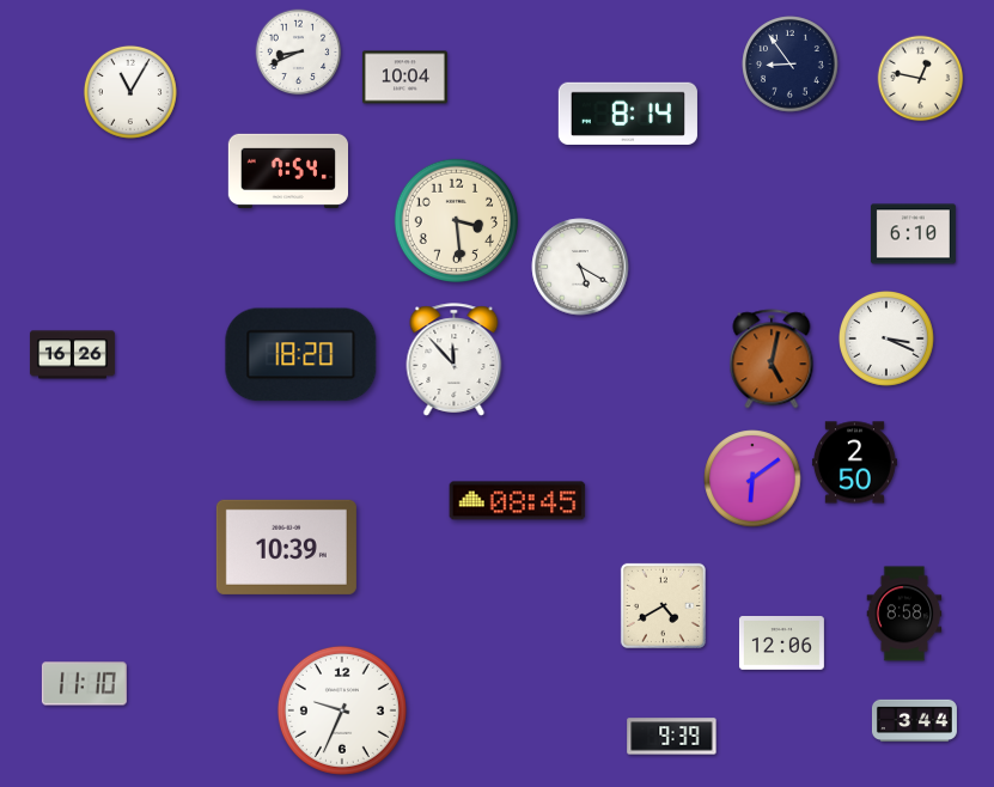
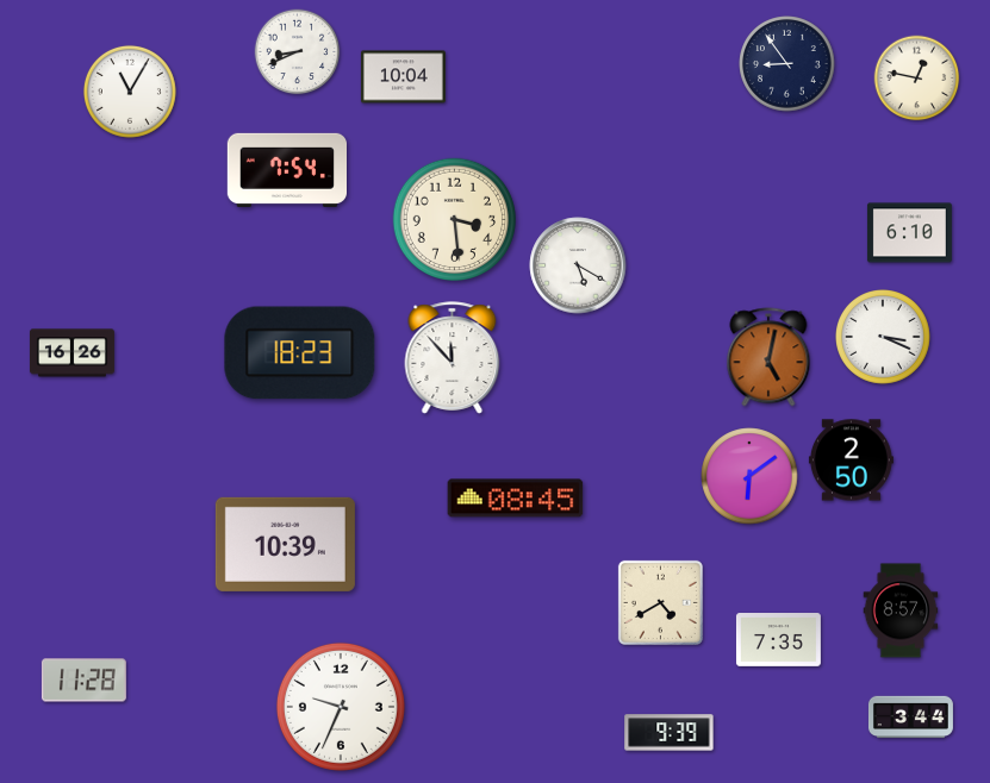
clock at (628, 114): 8:14 -> none
clock at (301, 355): 18:20 -> 18:23
clock at (904, 614): 8:58 -> 8:57
clock at (781, 643): 12:06 -> 7:35
clock at (84, 684): 11:10 -> 11:28
